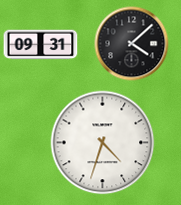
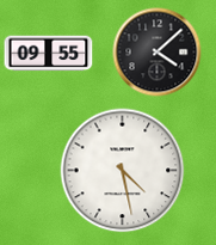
clock at (41, 45): 09:31 -> 09:55
clock at (103, 143): 4:33 -> 4:28
